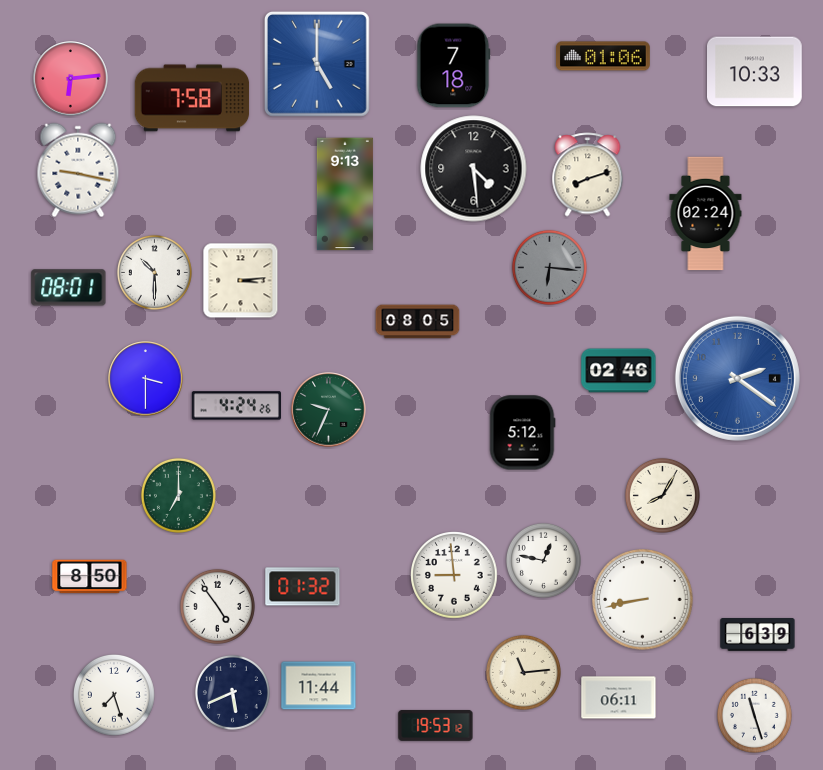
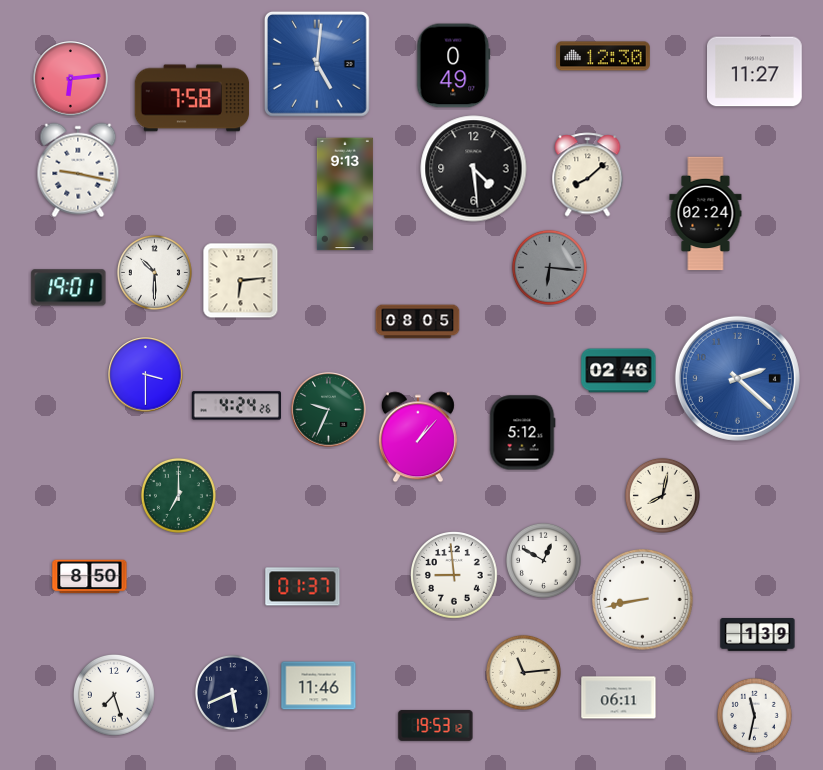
clock at (603, 56): 01:06 -> 12:30
clock at (317, 64): 5:00 -> 5:01
clock at (454, 66): 7:18 -> 0:49
clock at (755, 72): 10:33 -> 11:27
clock at (588, 175): 8:12 -> 8:08
clock at (241, 281): 3:14 -> 6:14
clock at (69, 288): 08:01 -> 19:01
clock at (737, 378): 2:21 -> 2:22
clock at (146, 379) position: (146, 379) -> (146, 375)
clock at (418, 437): none -> 1:07
clock at (662, 495): 8:05 -> 8:02
clock at (543, 560): 12:47 -> 12:50
clock at (303, 587): 01:32 -> 01:37
clock at (217, 606): 4:54 -> none
clock at (758, 635): 6:39 -> 1:39
clock at (319, 686): 11:44 -> 11:46
clock at (754, 715): 11:27 -> 11:32
